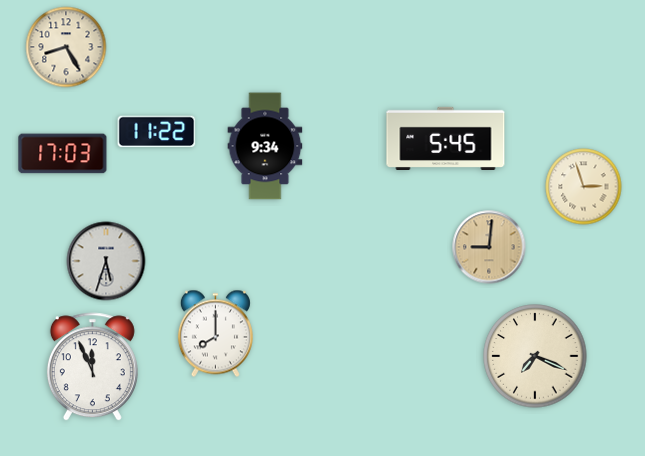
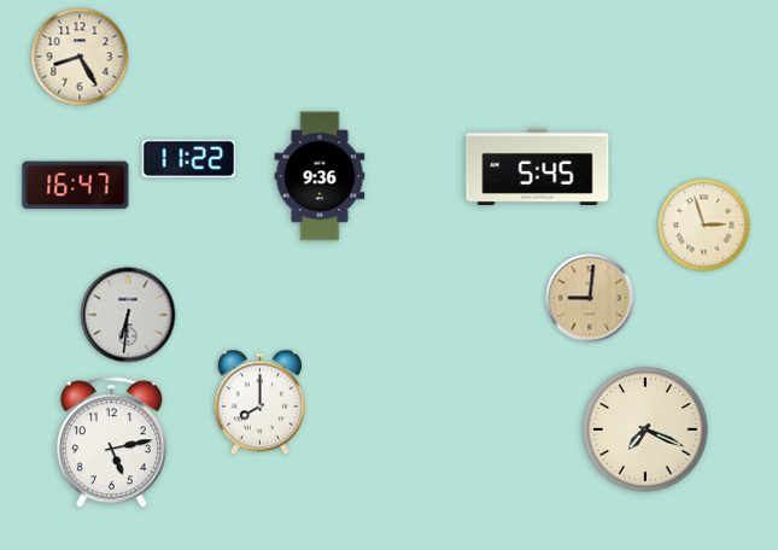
clock at (265, 146): 9:34 -> 9:36
clock at (63, 154): 17:03 -> 16:47
clock at (106, 261): 5:33 -> 6:31
clock at (92, 367): 11:56 -> 5:13
